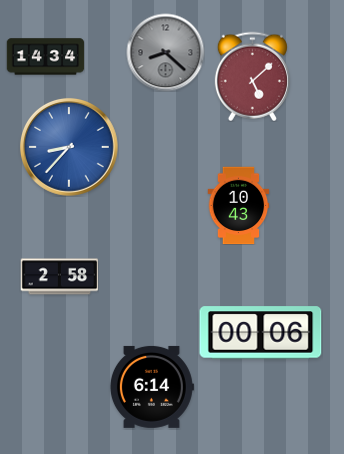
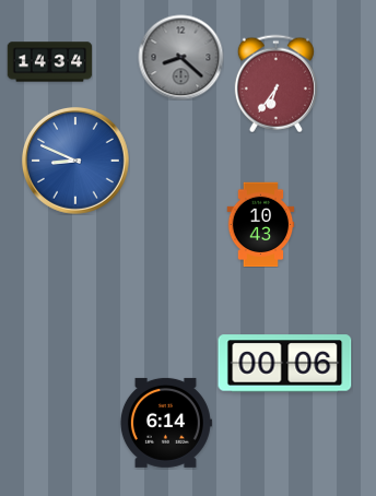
clock at (252, 76): 5:08 -> 6:36
clock at (69, 147): 8:37 -> 8:49
clock at (59, 277): 2:58 -> none
